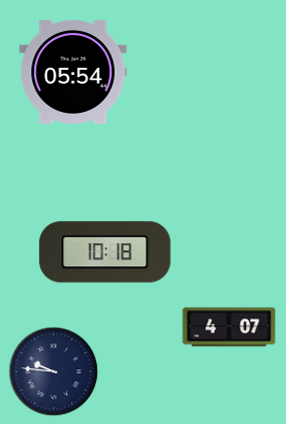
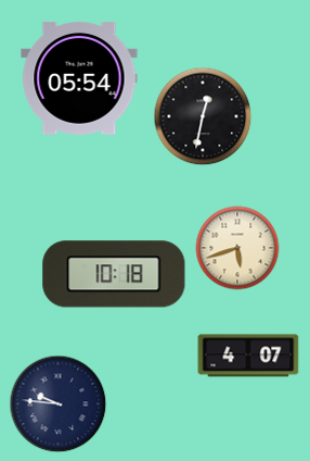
clock at (203, 116): none -> 12:32
clock at (237, 248): none -> 5:42
